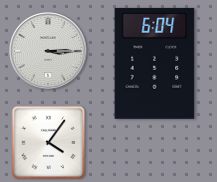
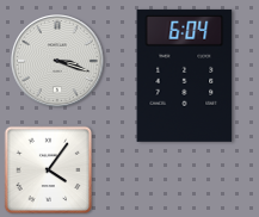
clock at (48, 51): 3:15 -> 3:18
clock at (49, 143) position: (49, 143) -> (49, 170)
